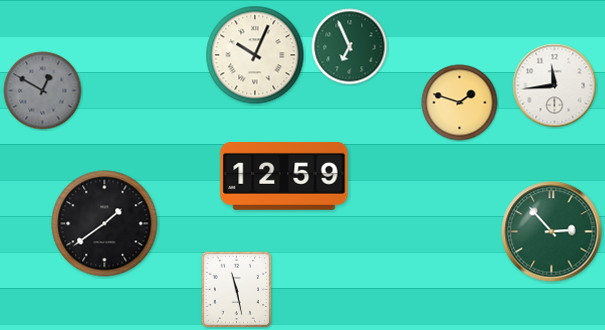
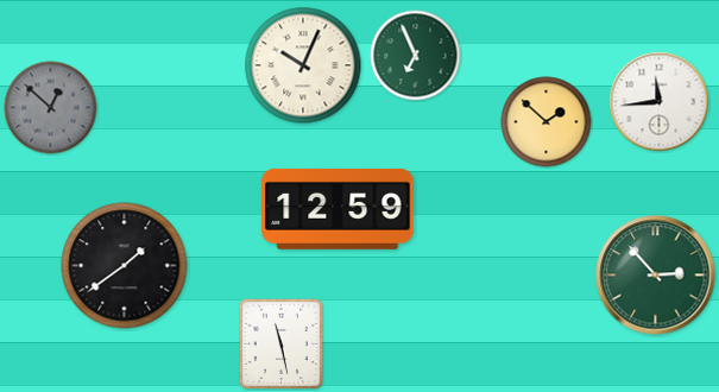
clock at (43, 91): 12:50 -> 12:52
clock at (460, 103): 1:48 -> 1:52
